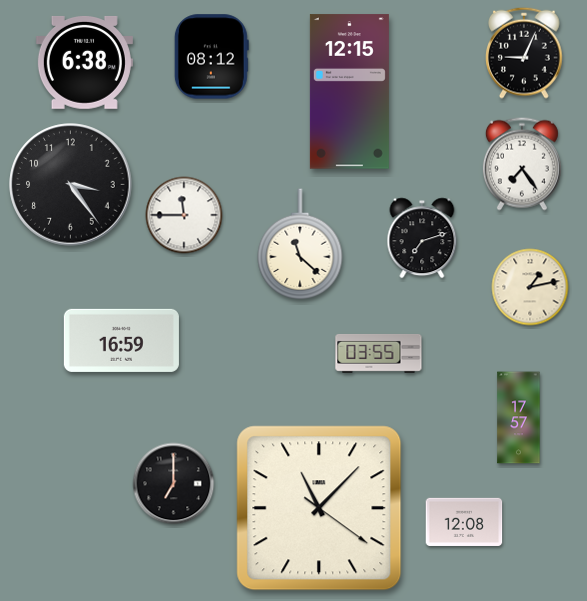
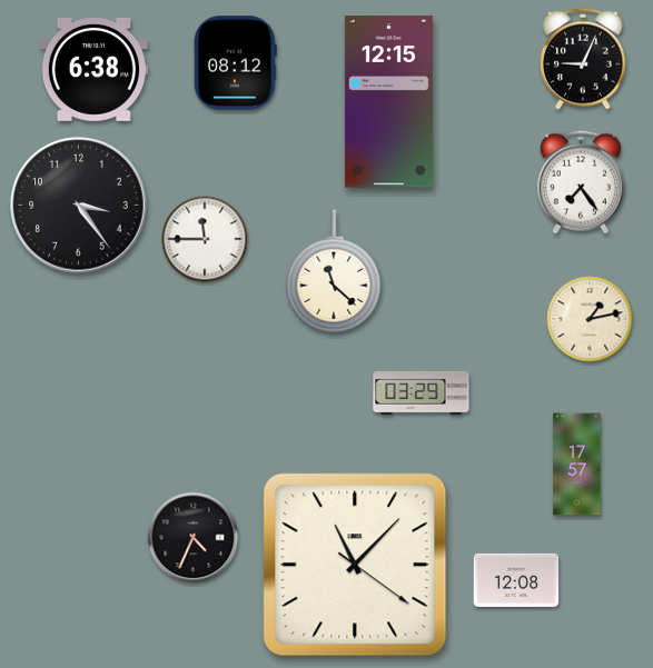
clock at (422, 238): 7:12 -> none
clock at (121, 340): 16:59 -> none
clock at (379, 353): 03:55 -> 03:29
clock at (174, 484): 7:00 -> 4:34
